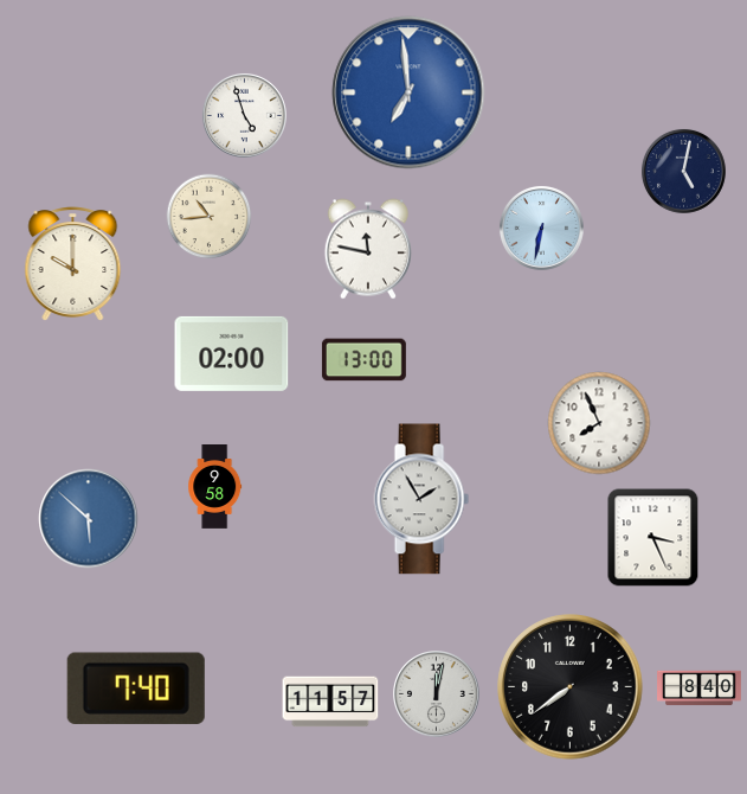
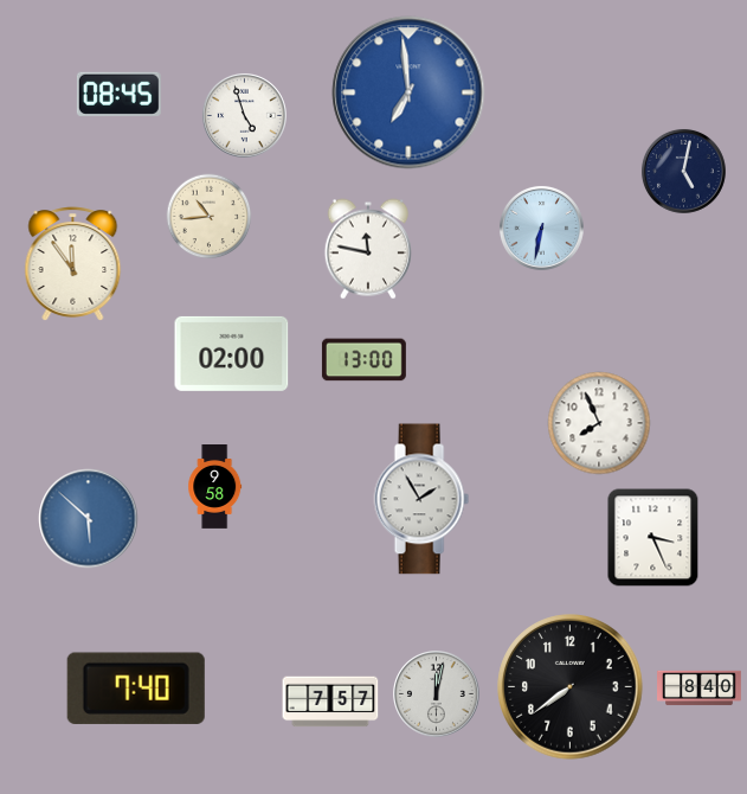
clock at (118, 94): none -> 08:45
clock at (73, 264): 10:00 -> 11:54
clock at (330, 702): 11:57 -> 7:57
